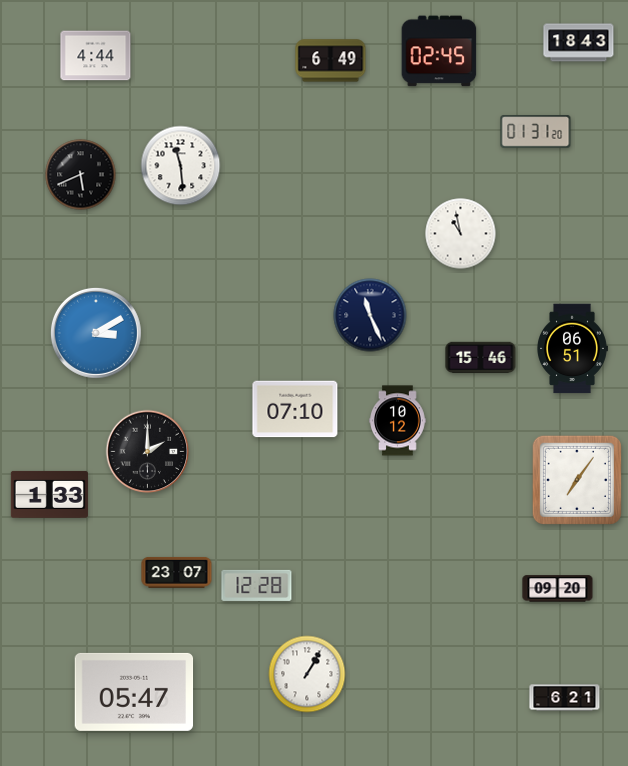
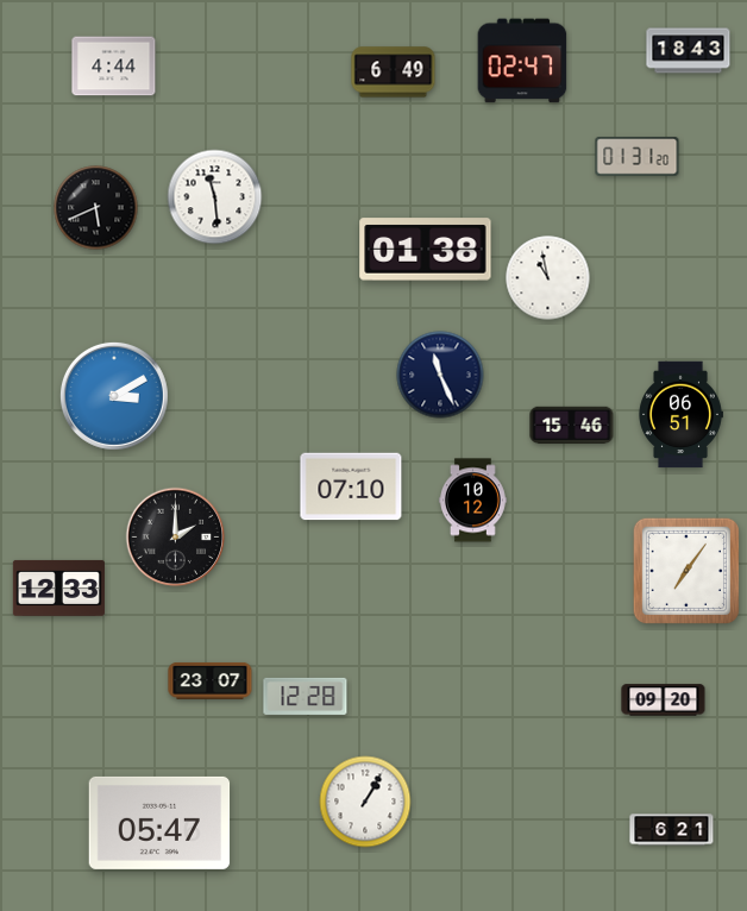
clock at (439, 51): 02:45 -> 02:47
clock at (426, 250): none -> 01:38
clock at (49, 494): 1:33 -> 12:33
